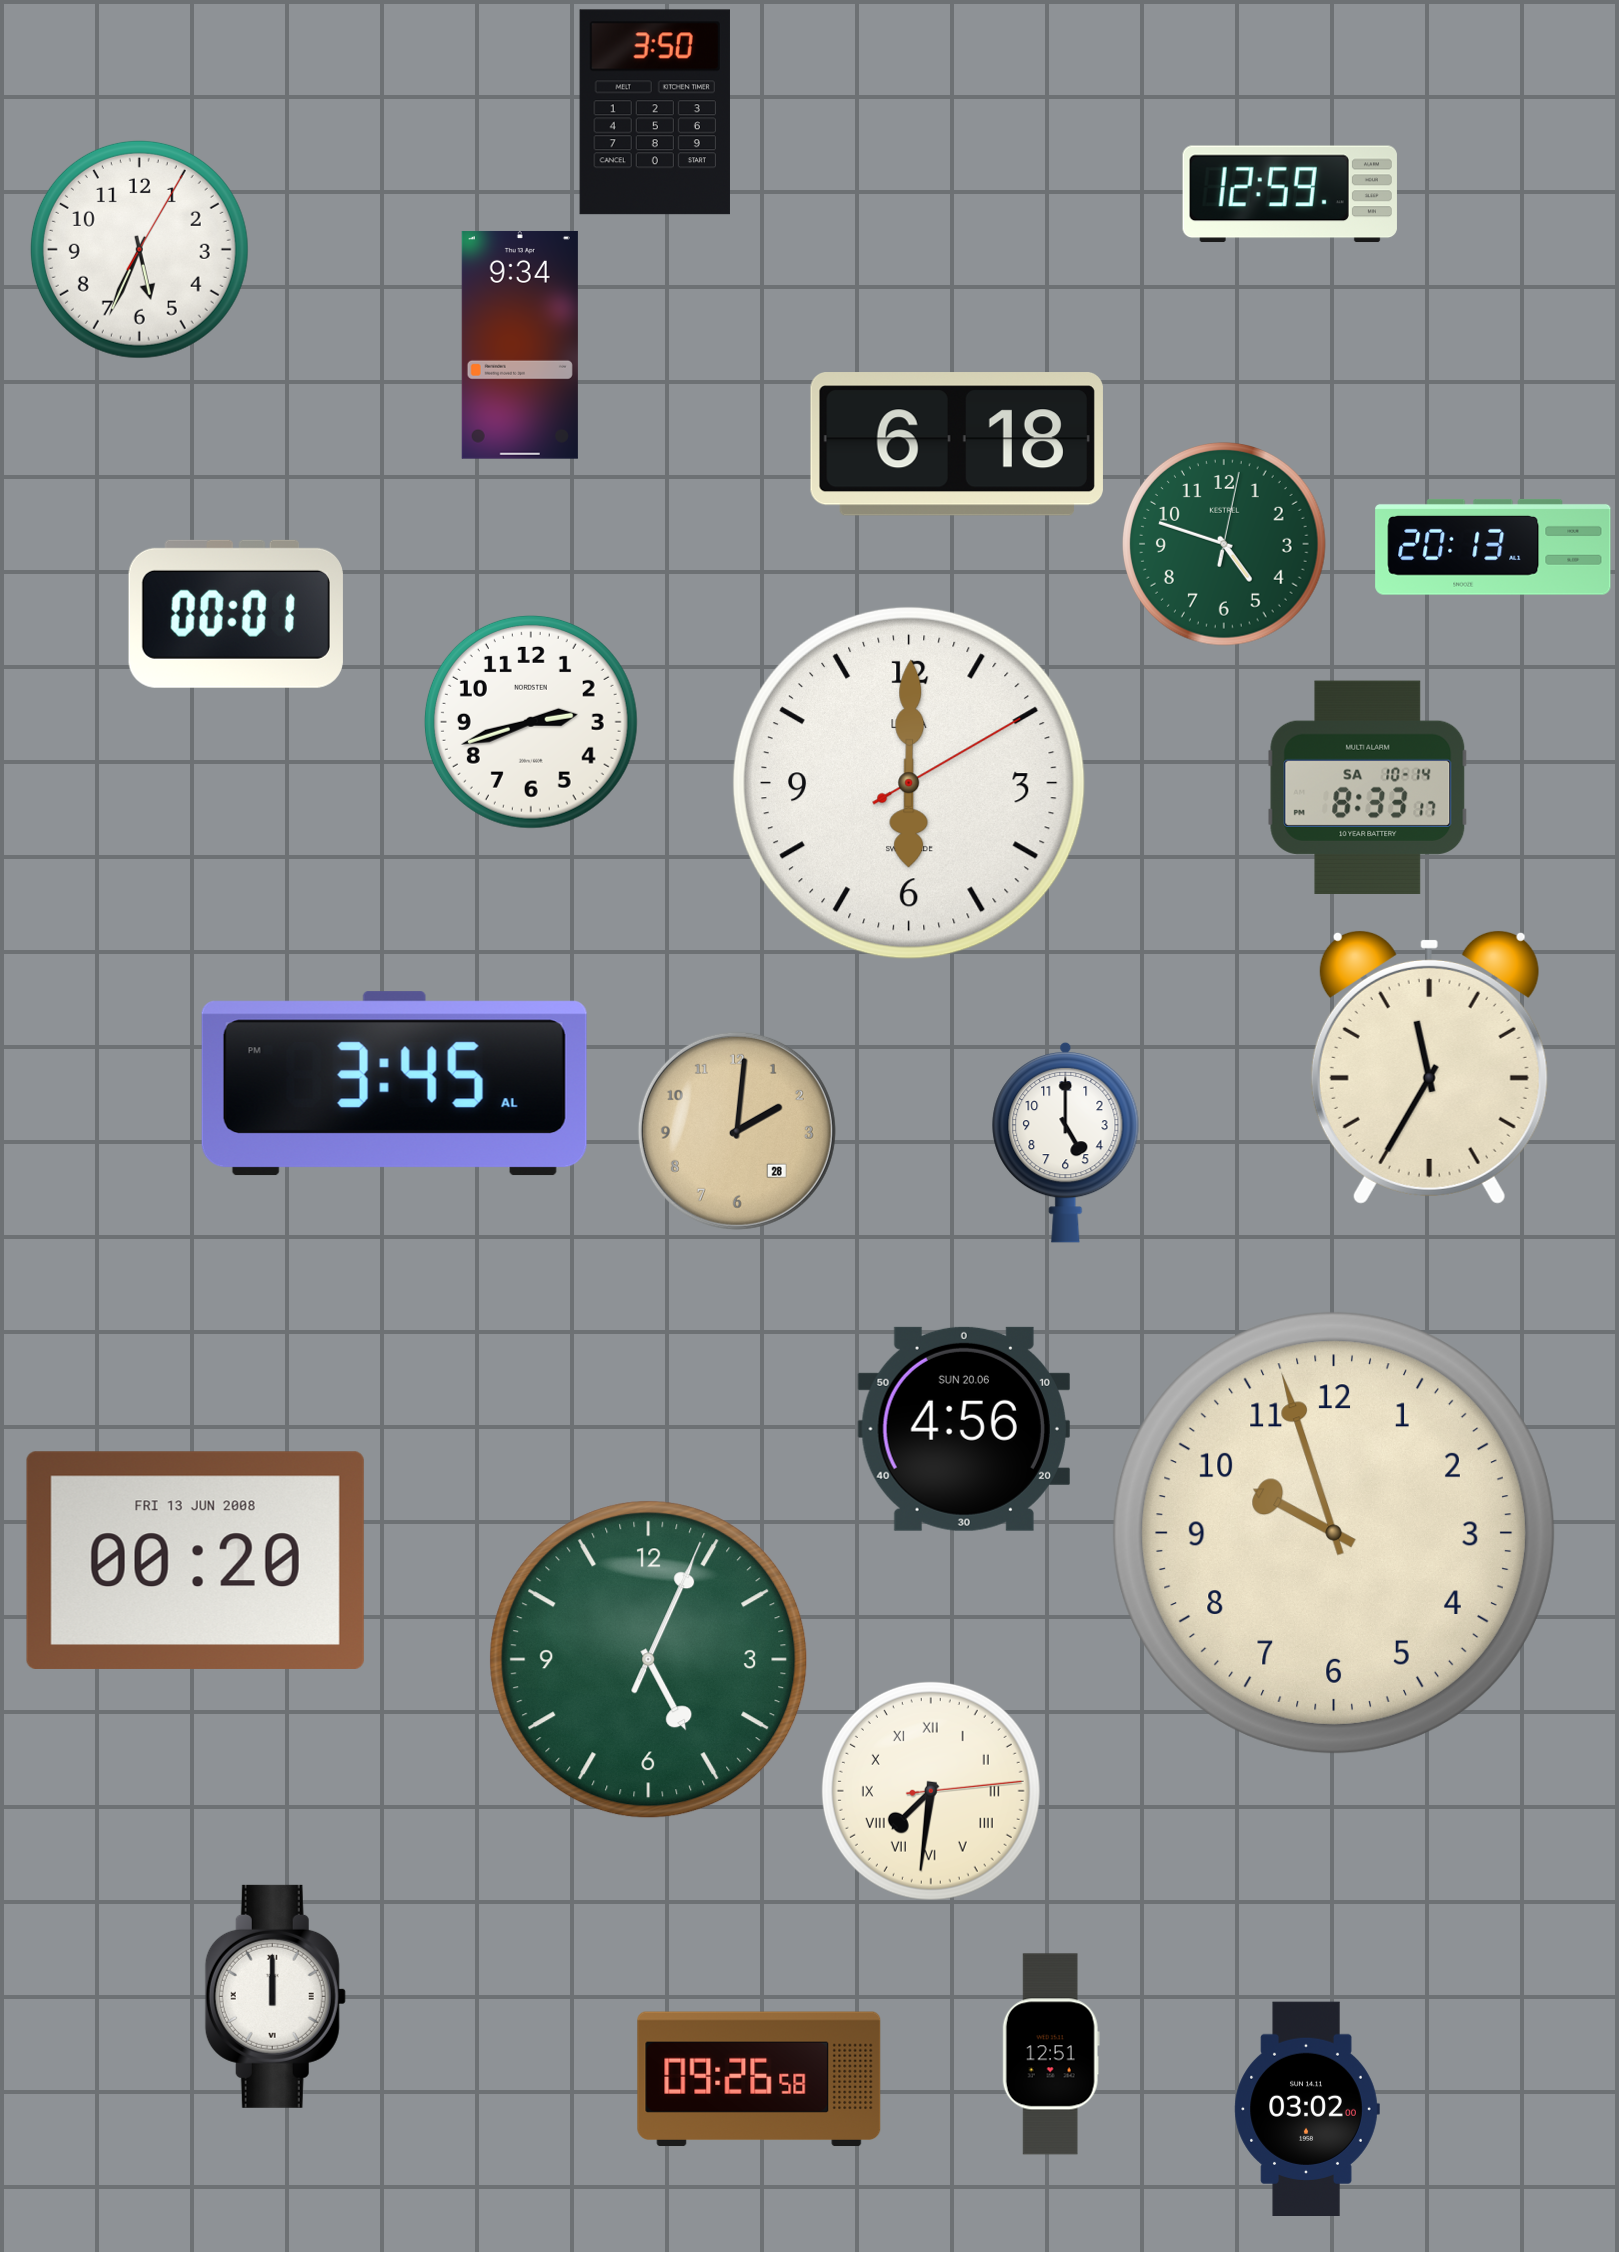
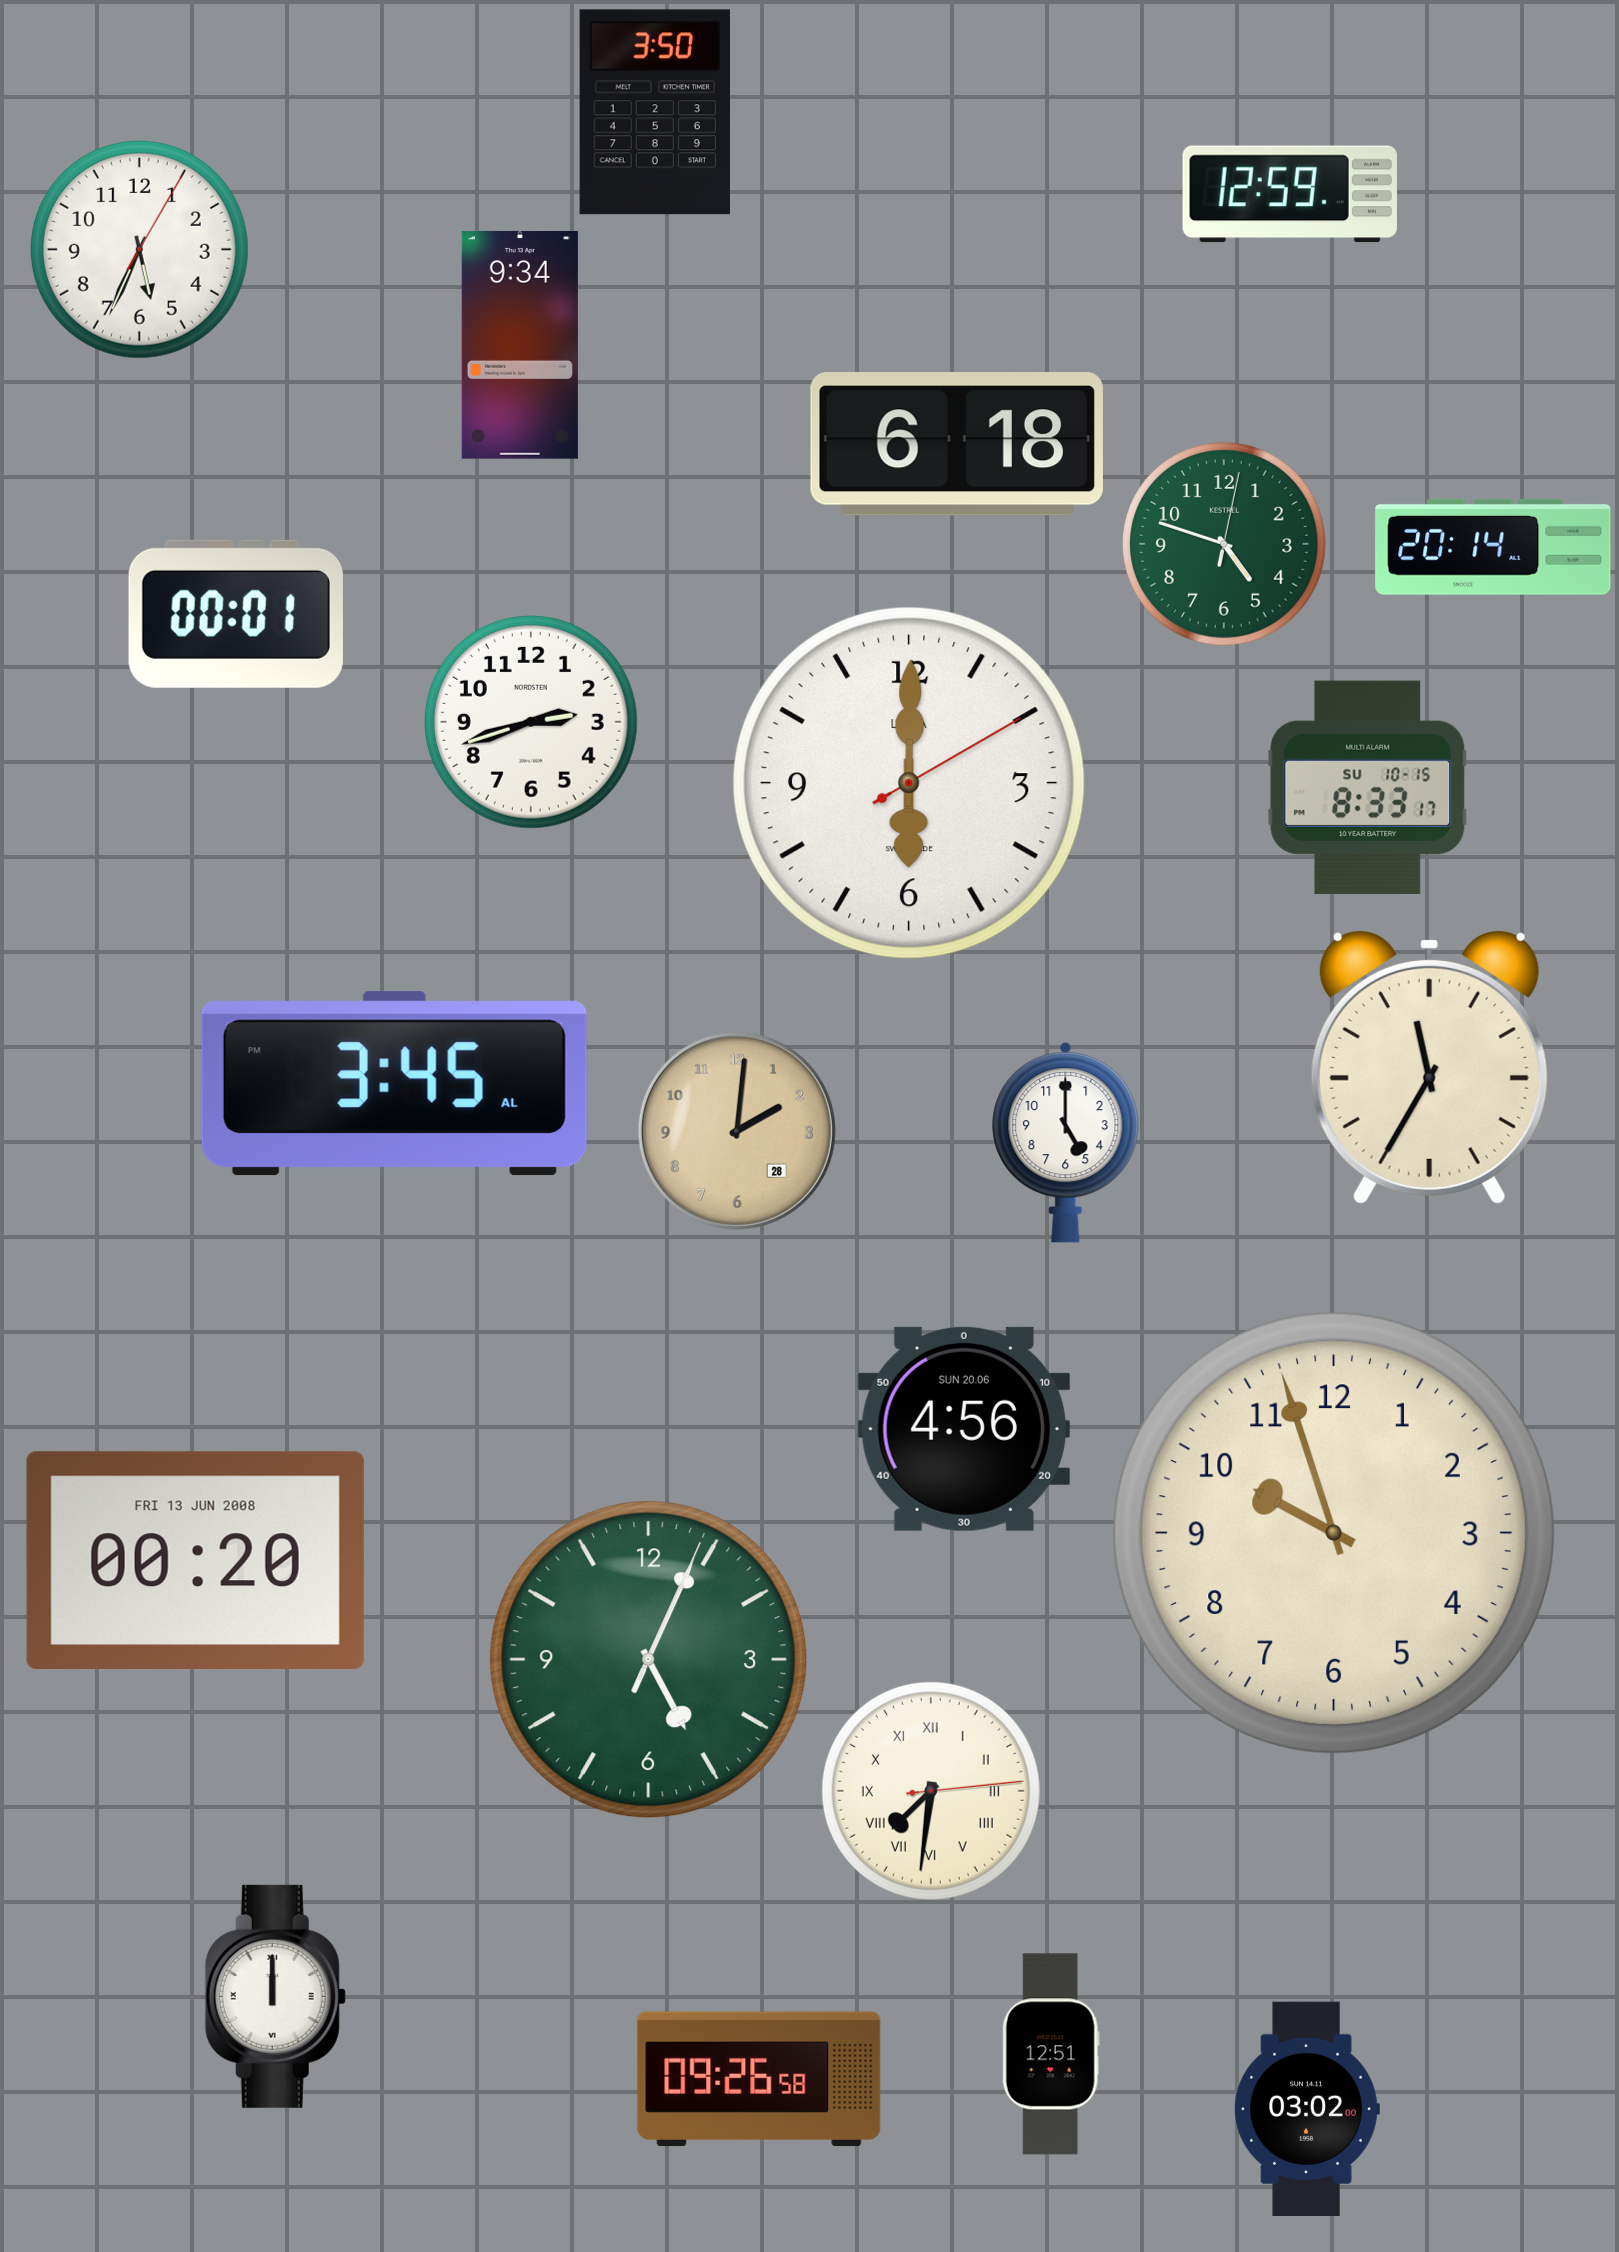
clock at (1493, 547): 20:13 -> 20:14
clock at (1368, 787) date: SA 10-14 -> SU 10-15
